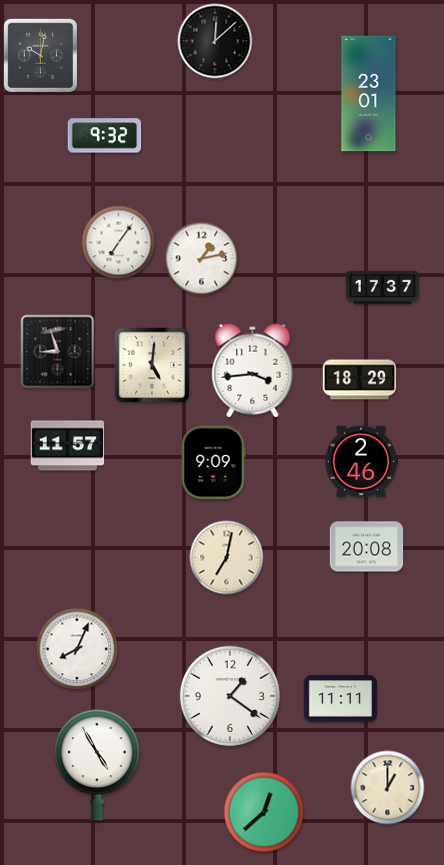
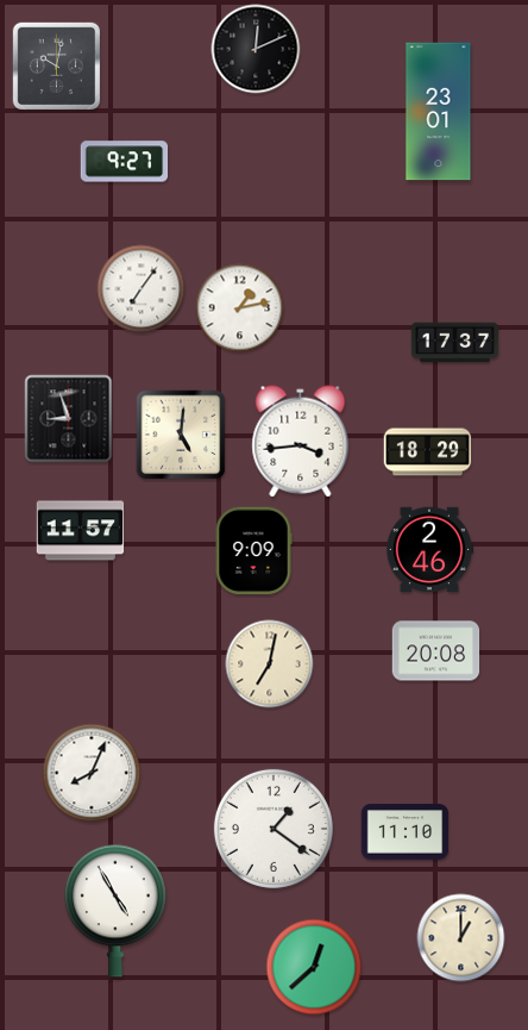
clock at (215, 41): 12:08 -> 12:11
clock at (40, 55) position: (40, 55) -> (56, 65)
clock at (105, 136): 9:32 -> 9:27
clock at (341, 699): 11:11 -> 11:10
